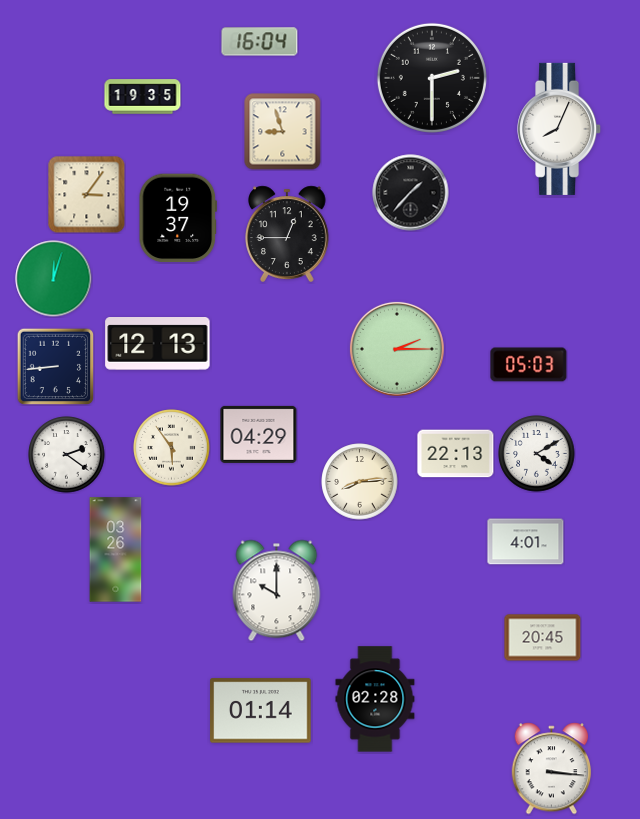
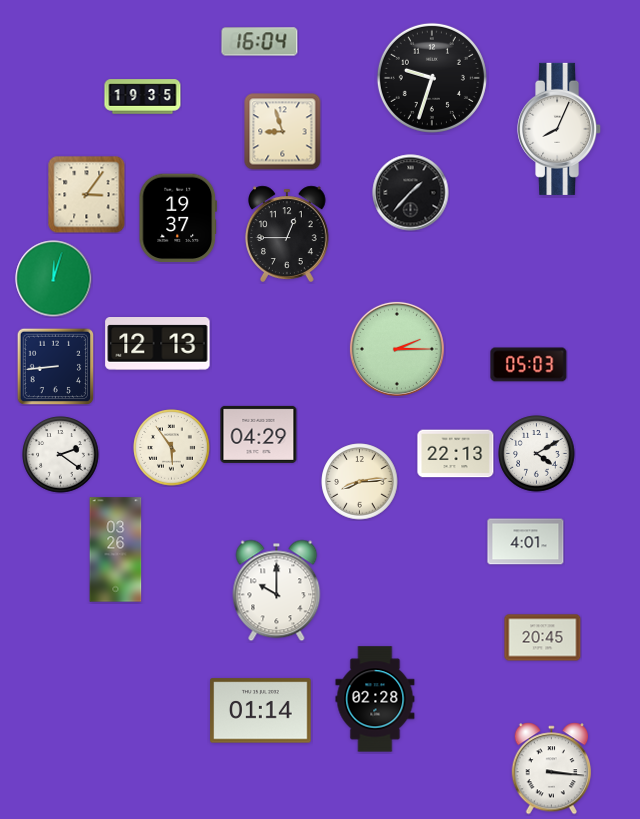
clock at (432, 78): 2:30 -> 9:33
clock at (67, 455) position: (67, 455) -> (61, 455)
